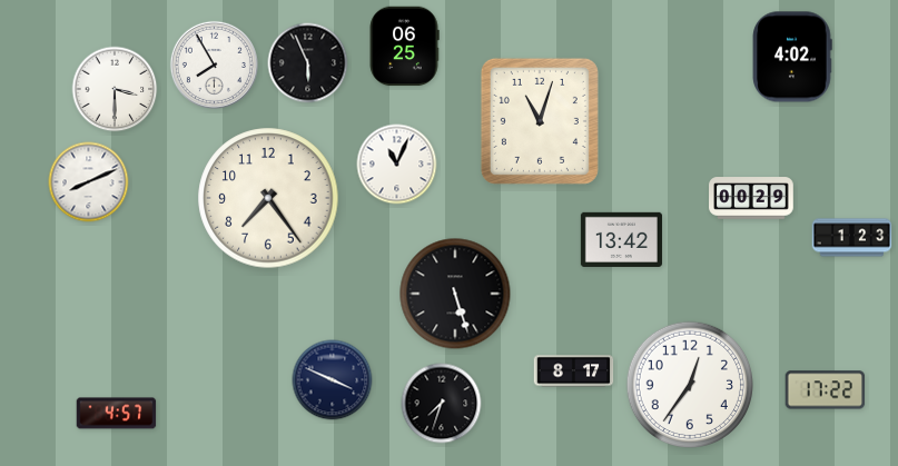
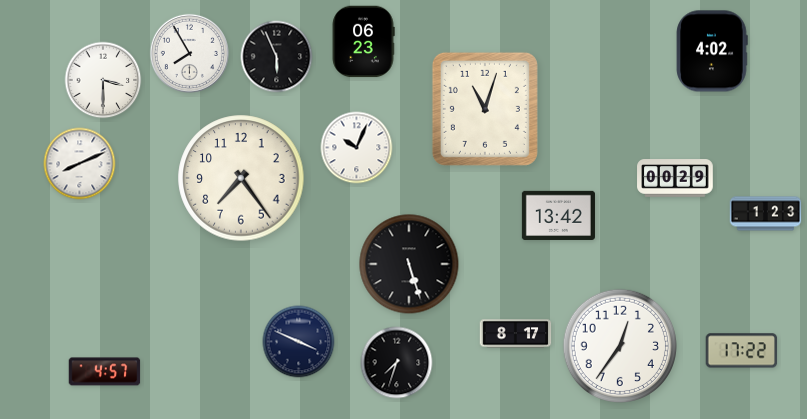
clock at (404, 47): 06:25 -> 06:23
clock at (214, 65) position: (214, 65) -> (189, 53)
clock at (397, 165): 11:04 -> 10:04
